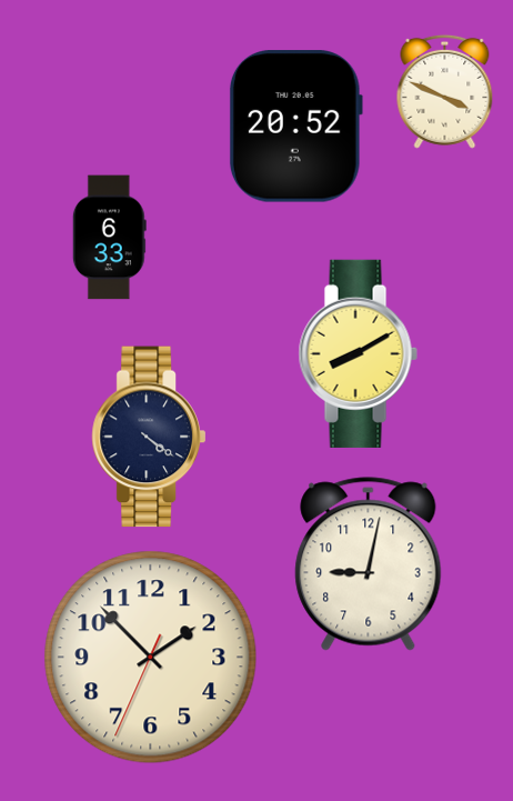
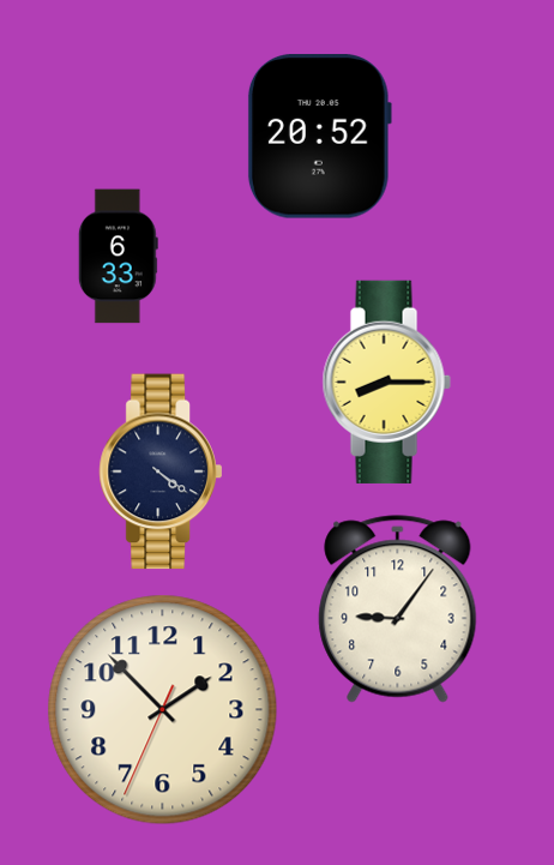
clock at (445, 91): 3:49 -> none
clock at (358, 353): 8:10 -> 8:15
clock at (369, 564): 9:02 -> 9:06
